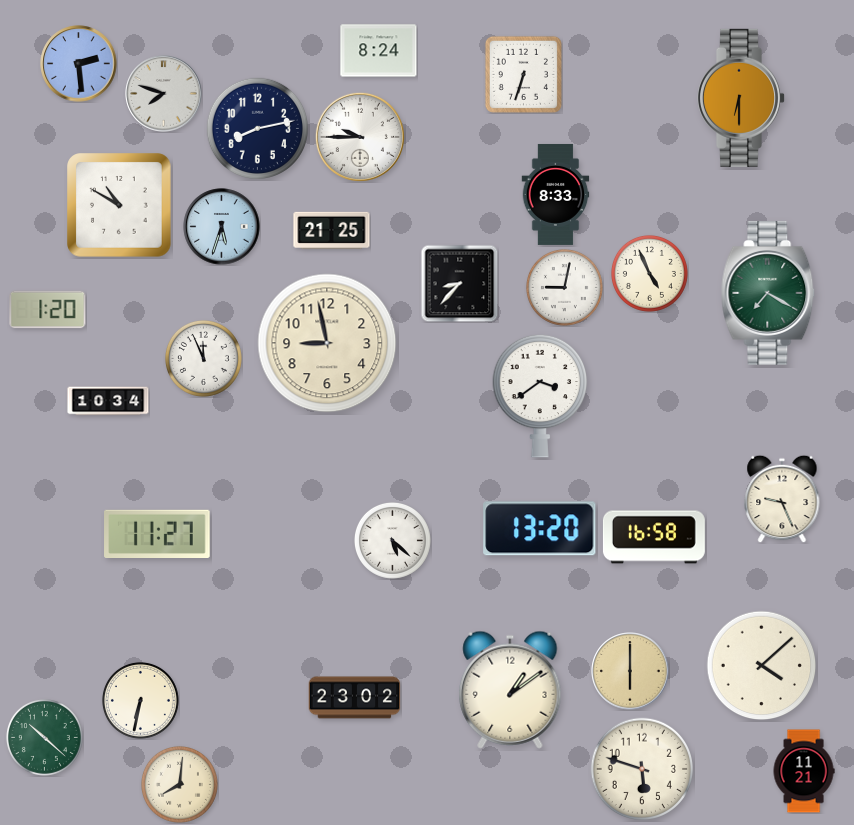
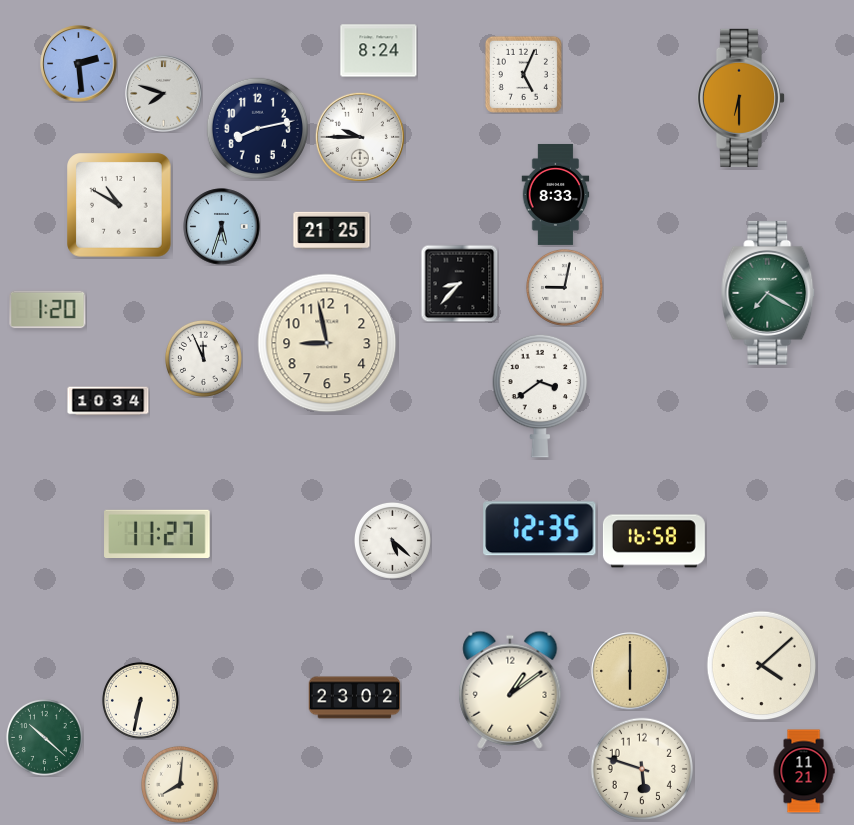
clock at (523, 74): 6:33 -> 5:04
clock at (649, 273): 4:56 -> none
clock at (782, 499): 9:26 -> none
clock at (540, 529): 13:20 -> 12:35
clock at (654, 537) position: (654, 537) -> (654, 541)
